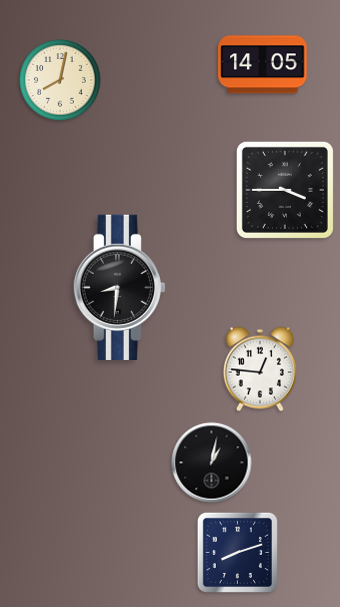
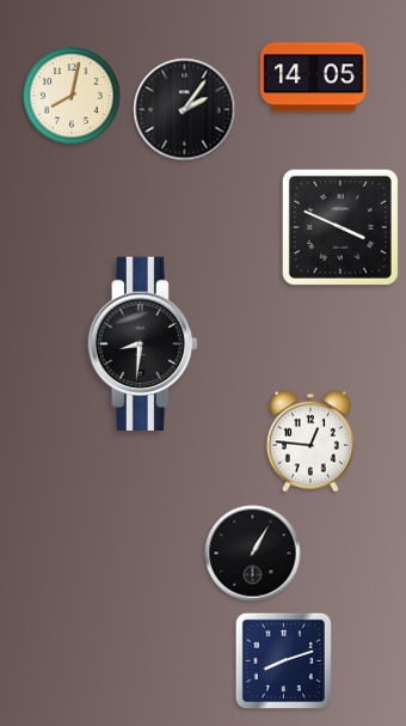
clock at (185, 110): none -> 2:06
clock at (285, 190): 3:45 -> 3:49
clock at (212, 463): 1:02 -> 1:05
